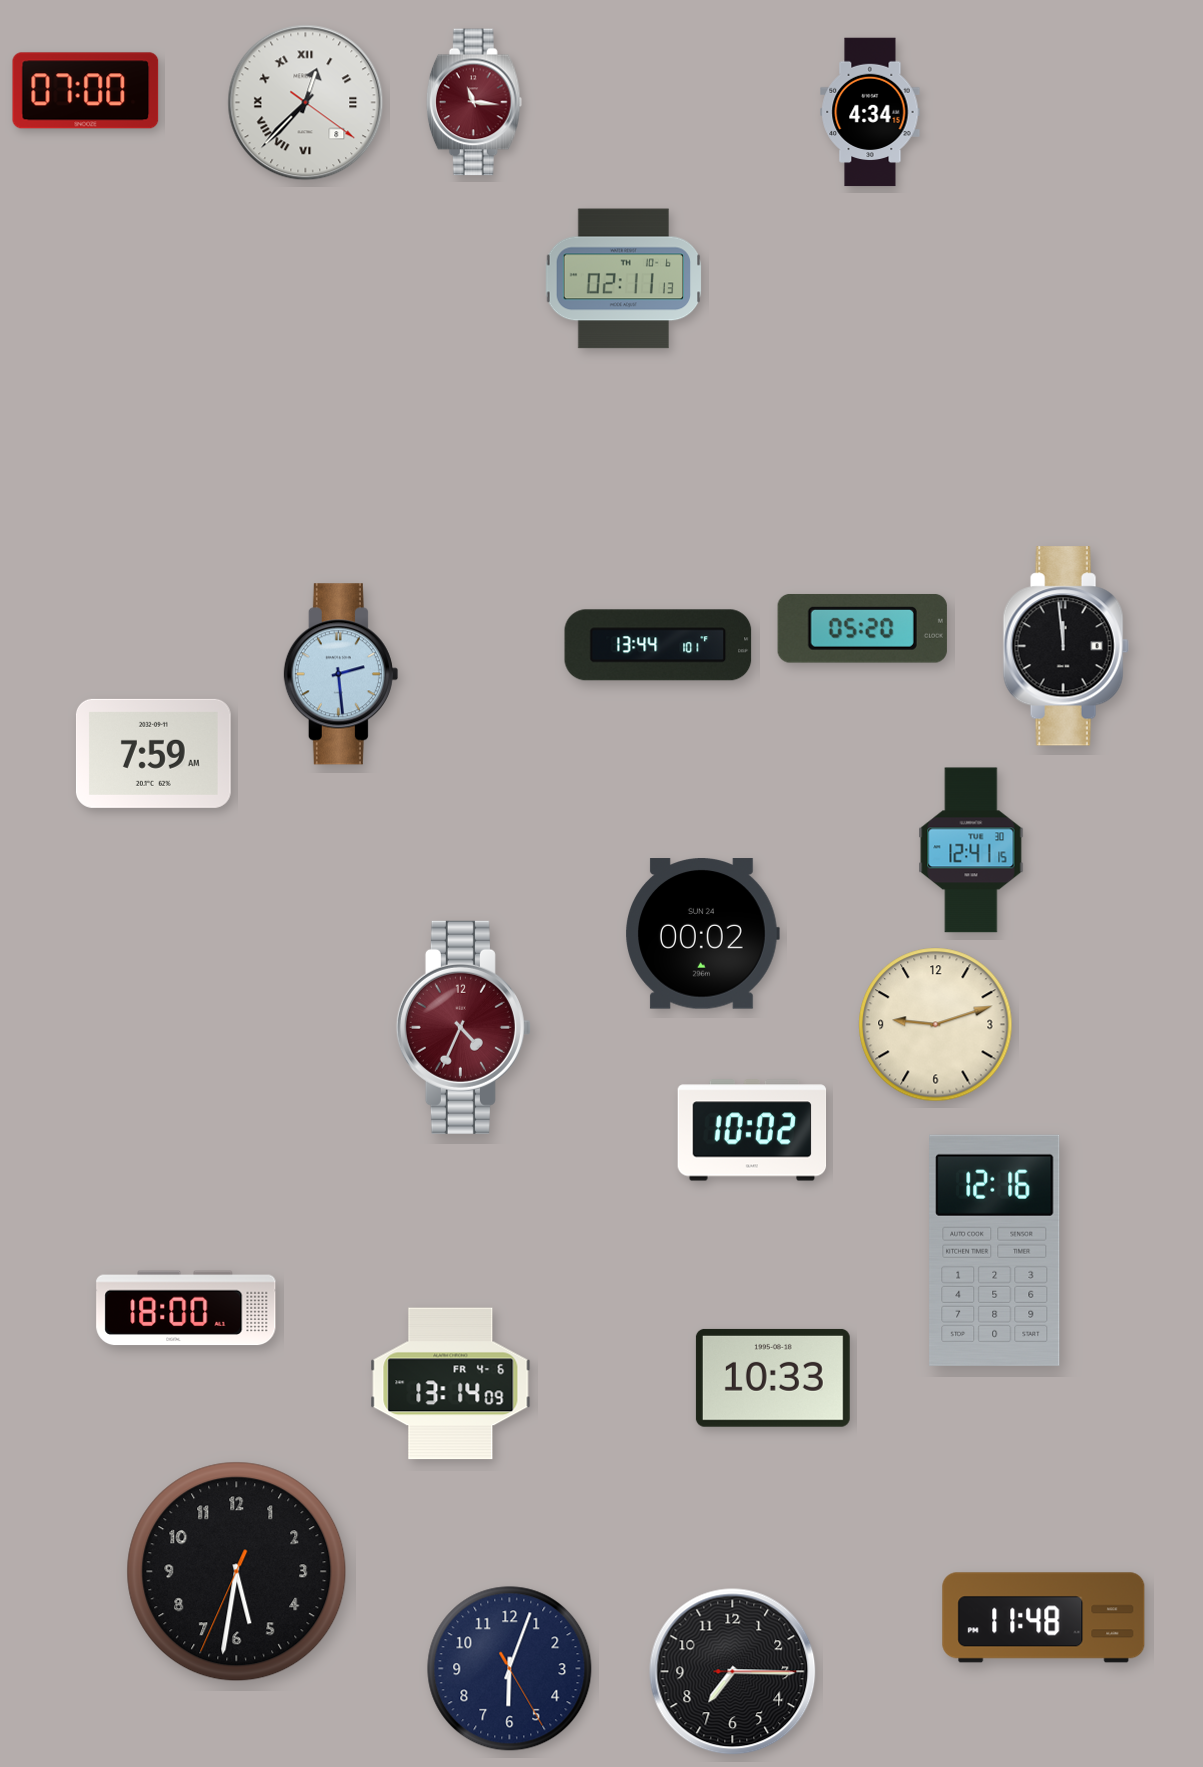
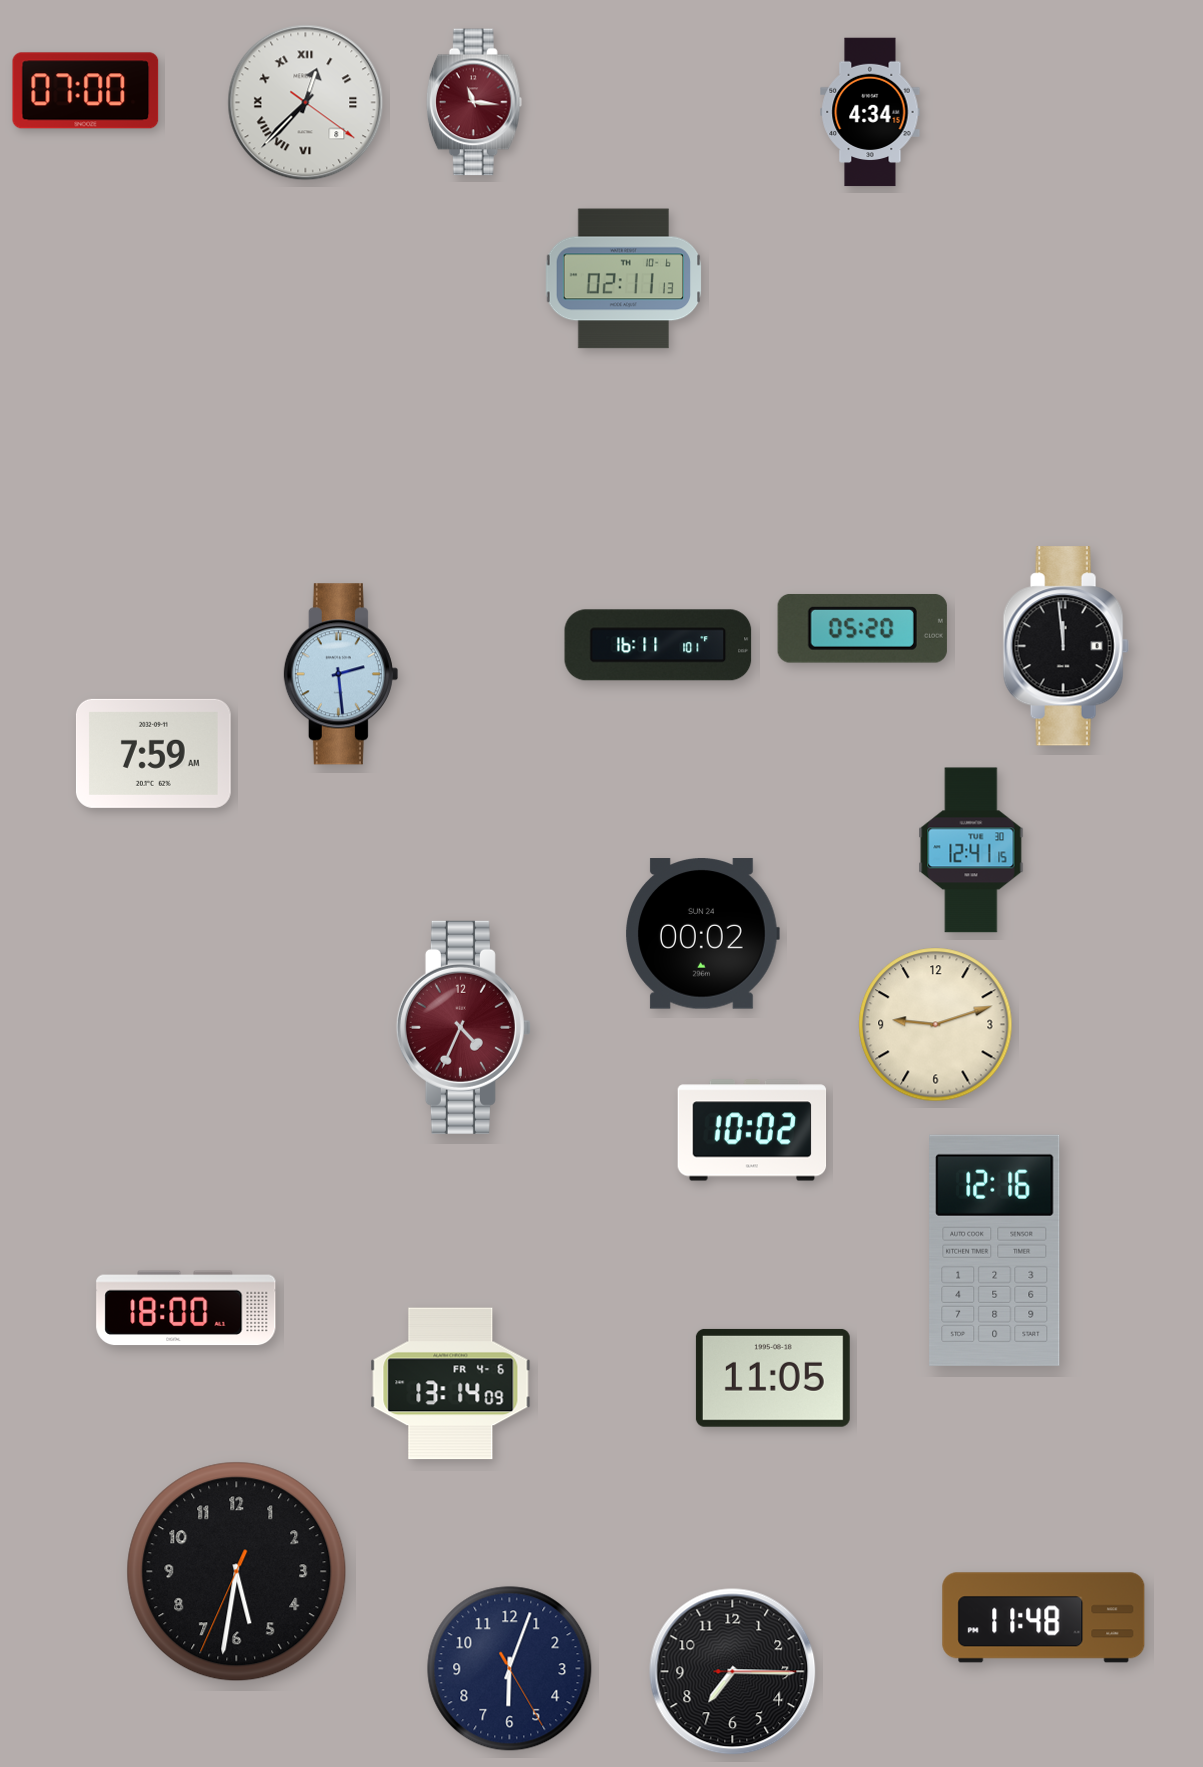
clock at (658, 645): 13:44 -> 16:11
clock at (773, 1378): 10:33 -> 11:05
